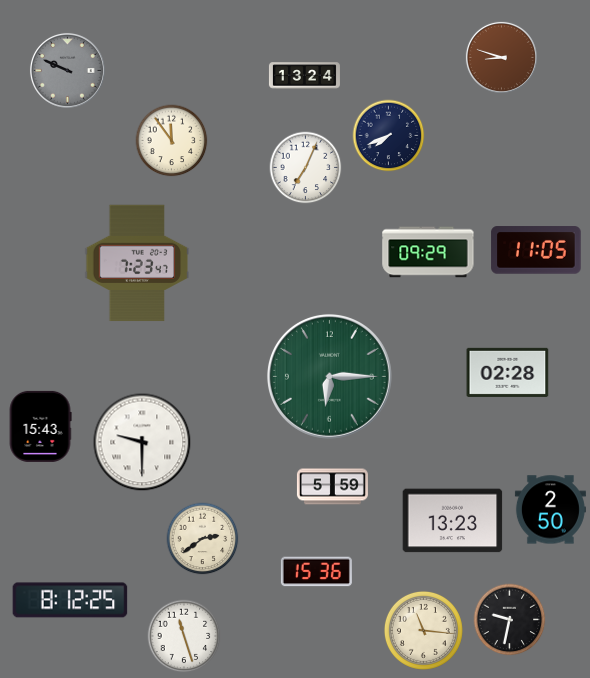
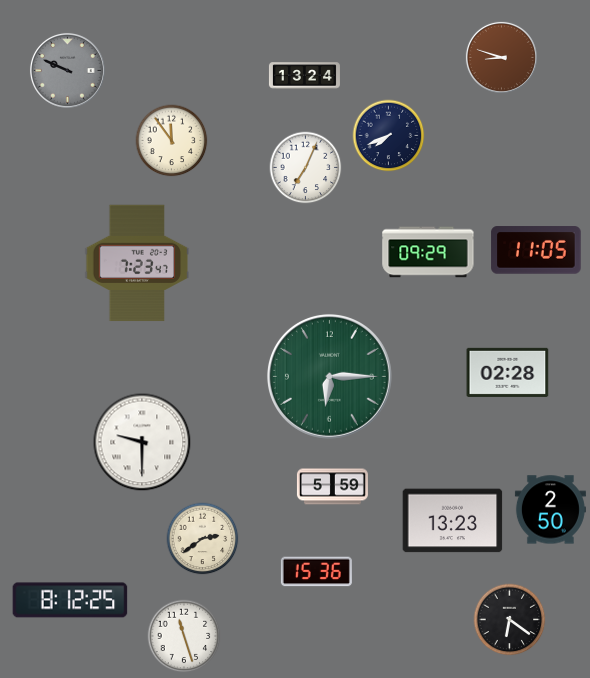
clock at (40, 426): 15:43 -> none
clock at (510, 620): 9:32 -> 6:21
clock at (423, 630): 11:16 -> none
